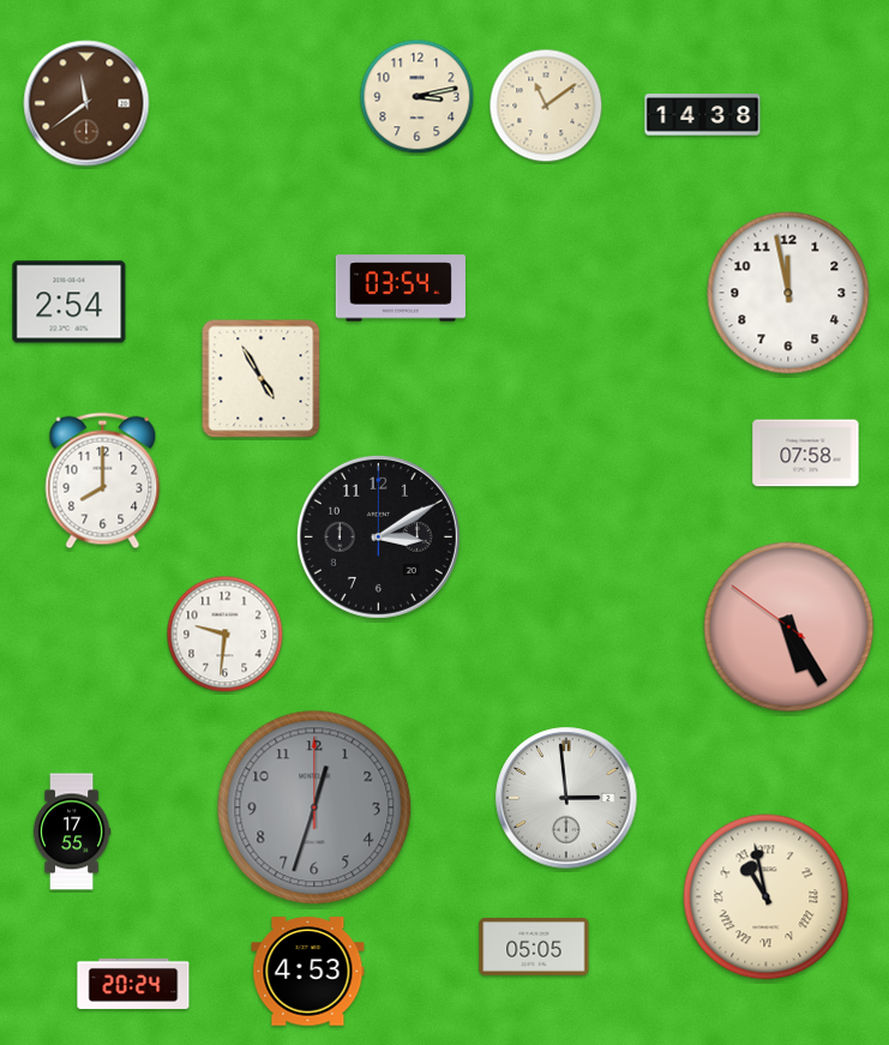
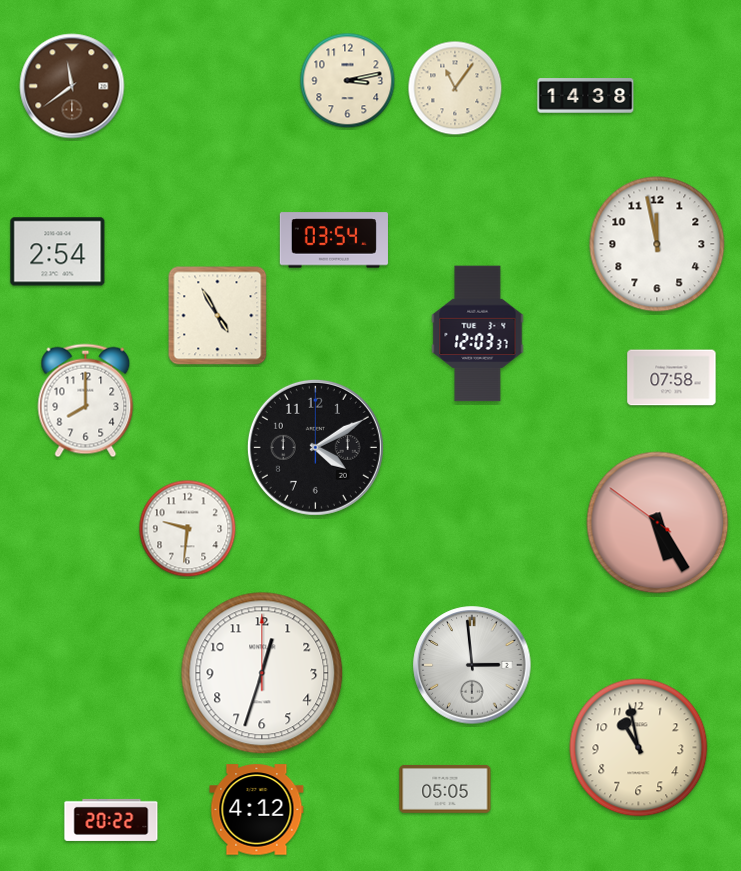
clock at (546, 106): 11:09 -> 11:06
clock at (478, 334): none -> 12:03
clock at (378, 536): 3:10 -> 4:10
clock at (314, 807) dial: grey -> white
clock at (72, 831): 17:55 -> none
clock at (767, 897) numerals: Roman -> Arabic
clock at (308, 972): 4:53 -> 4:12
clock at (133, 984): 20:24 -> 20:22
